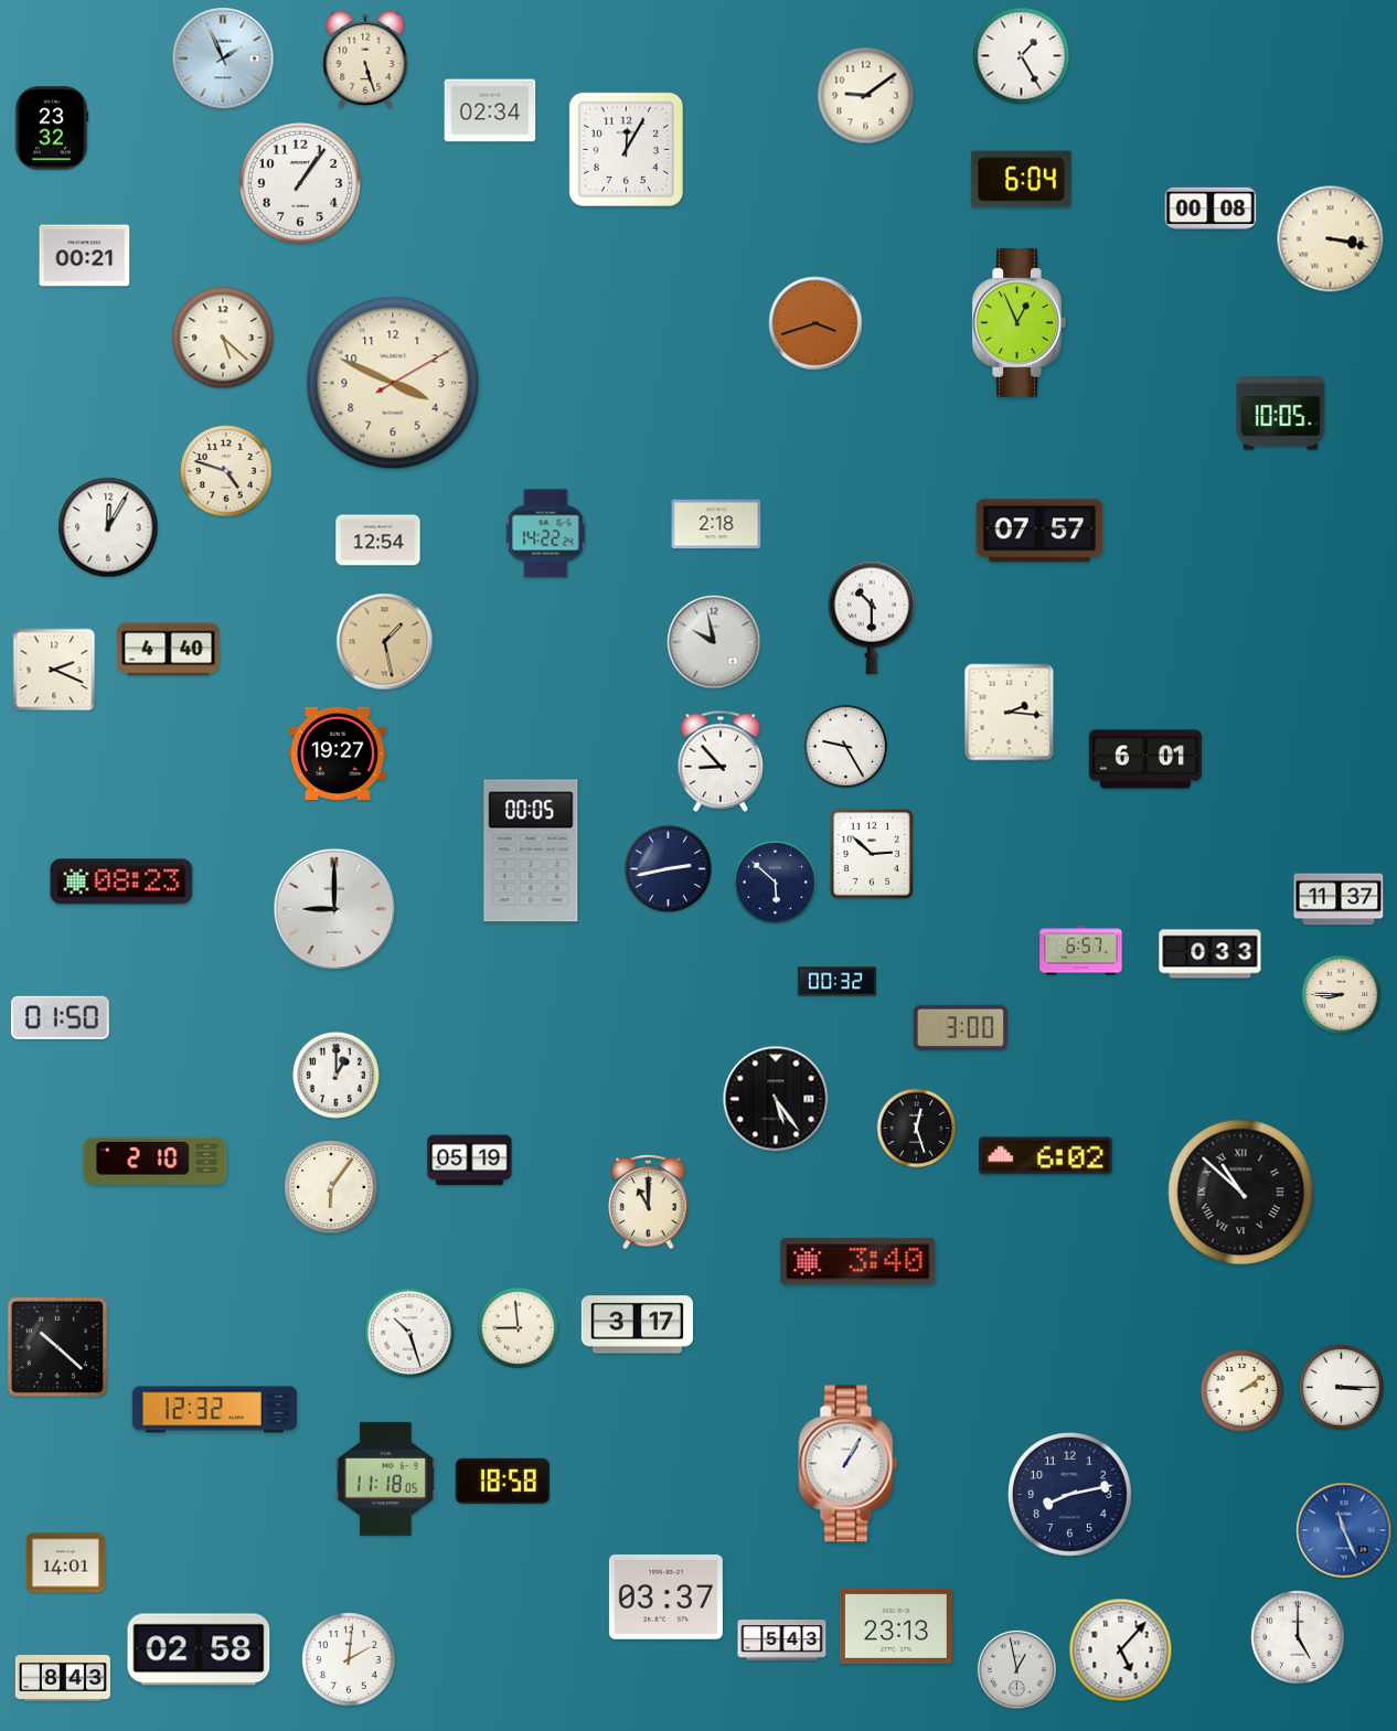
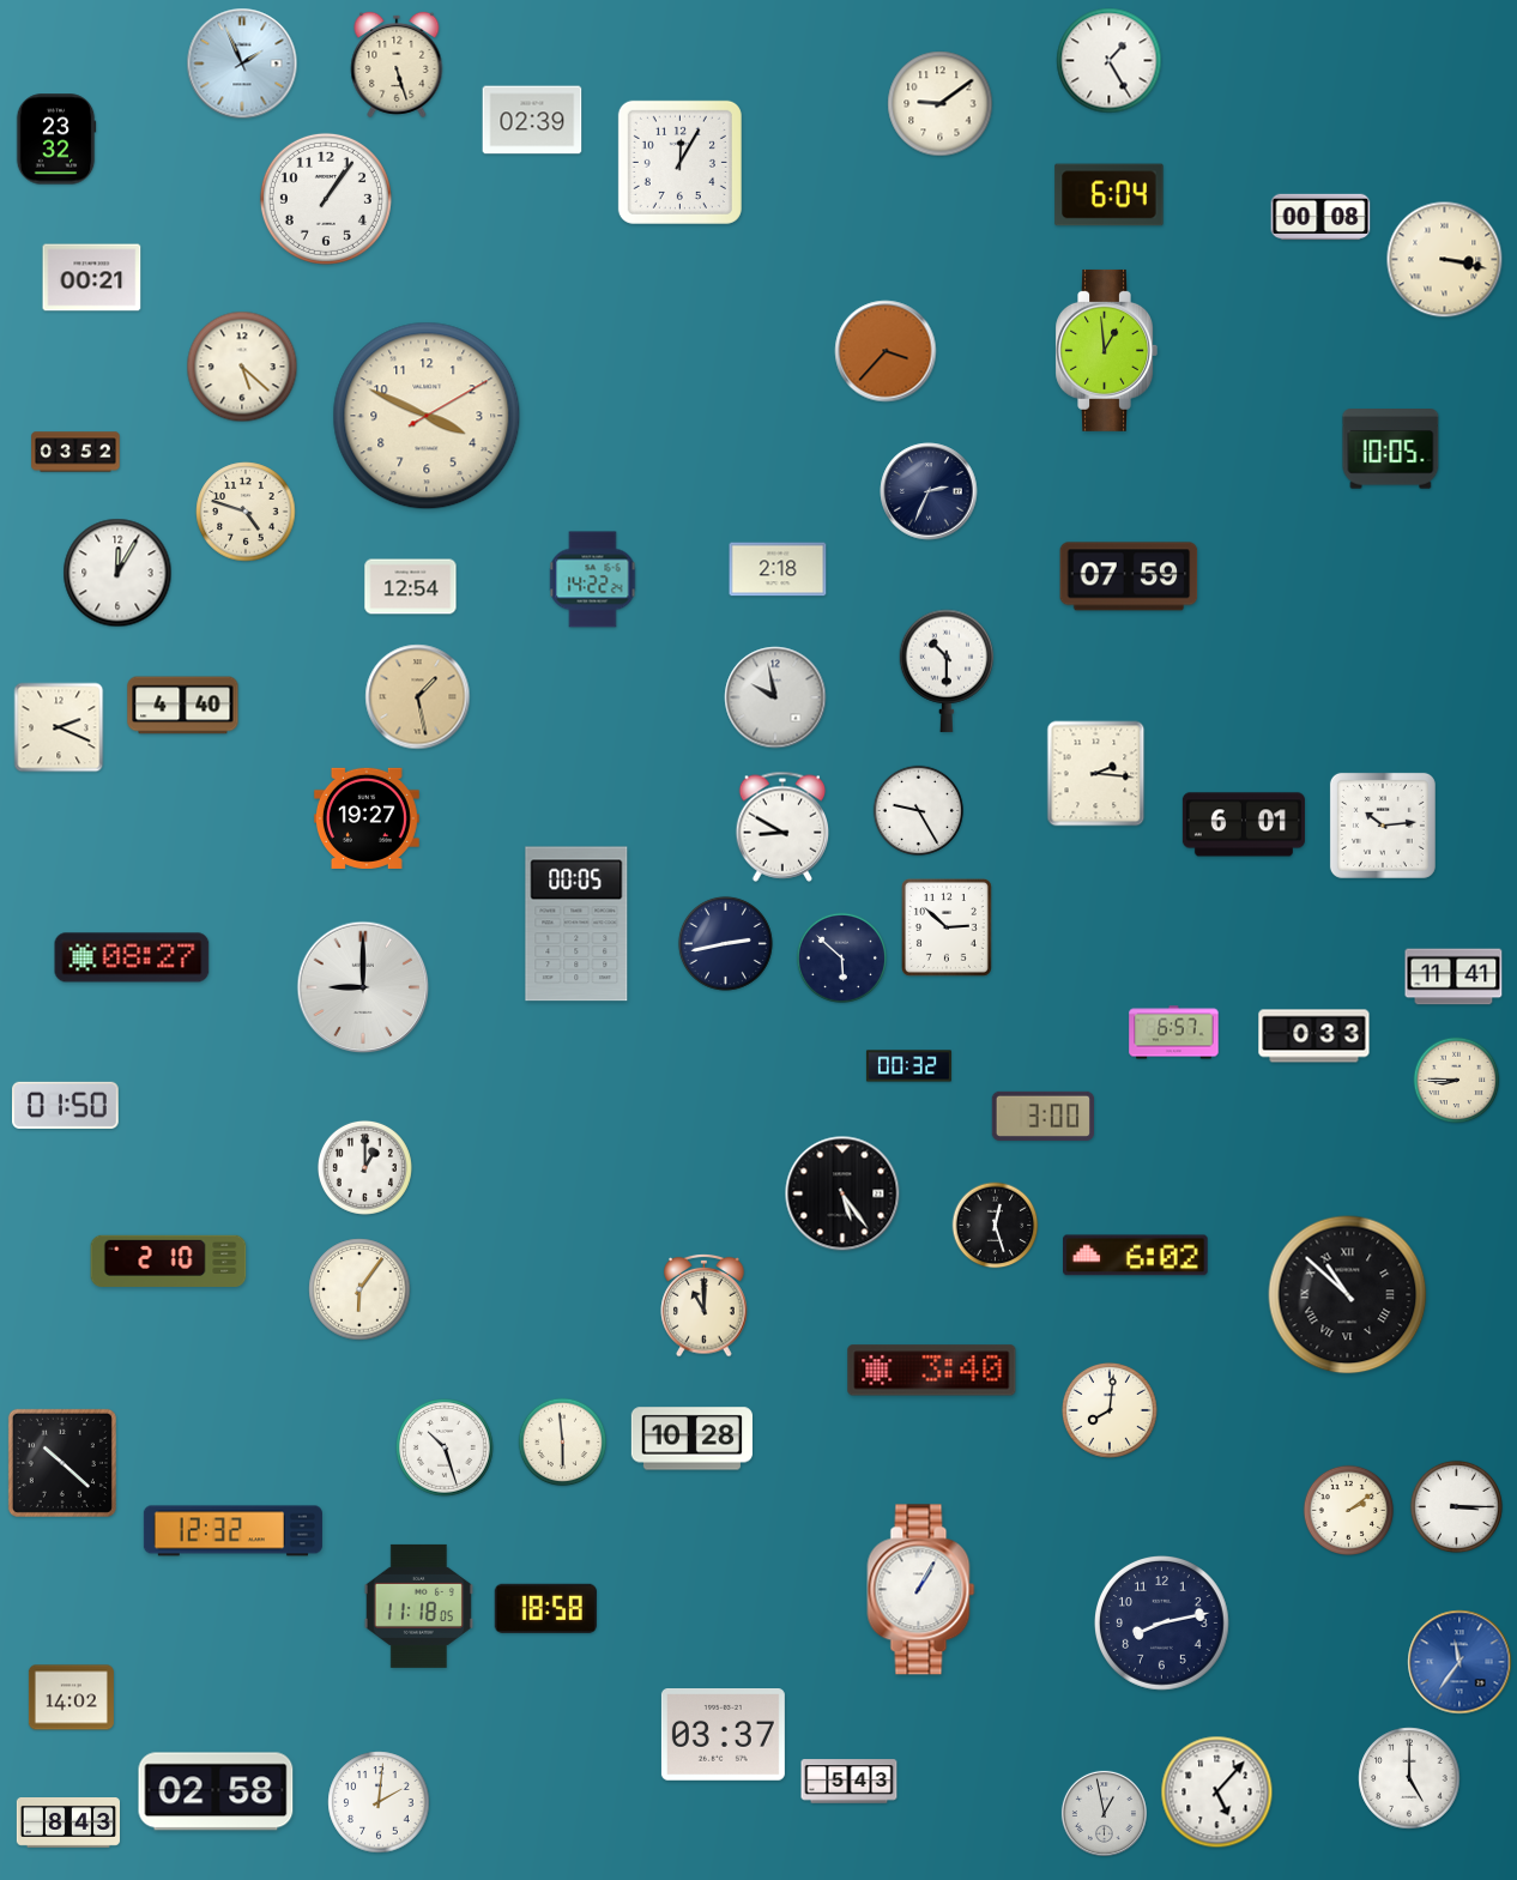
clock at (490, 110): 02:34 -> 02:39
clock at (1211, 209) position: (1211, 209) -> (1320, 217)
clock at (1019, 322): 12:56 -> 12:59
clock at (815, 323): 3:42 -> 3:37
clock at (75, 452): none -> 03:52
clock at (929, 491): none -> 2:34
clock at (1039, 531): 07:57 -> 07:59
clock at (1383, 826): none -> 10:14
clock at (721, 761): 8:53 -> 8:50
clock at (121, 881): 08:23 -> 08:27
clock at (1339, 899): 11:37 -> 11:41
clock at (470, 1161): 05:19 -> none
clock at (1110, 1410): none -> 8:01
clock at (637, 1325): 3:17 -> 10:28
clock at (519, 1328): 8:59 -> 5:59
clock at (1344, 1530): 11:26 -> 11:36
clock at (65, 1563): 14:01 -> 14:02
clock at (896, 1626): 23:13 -> none
